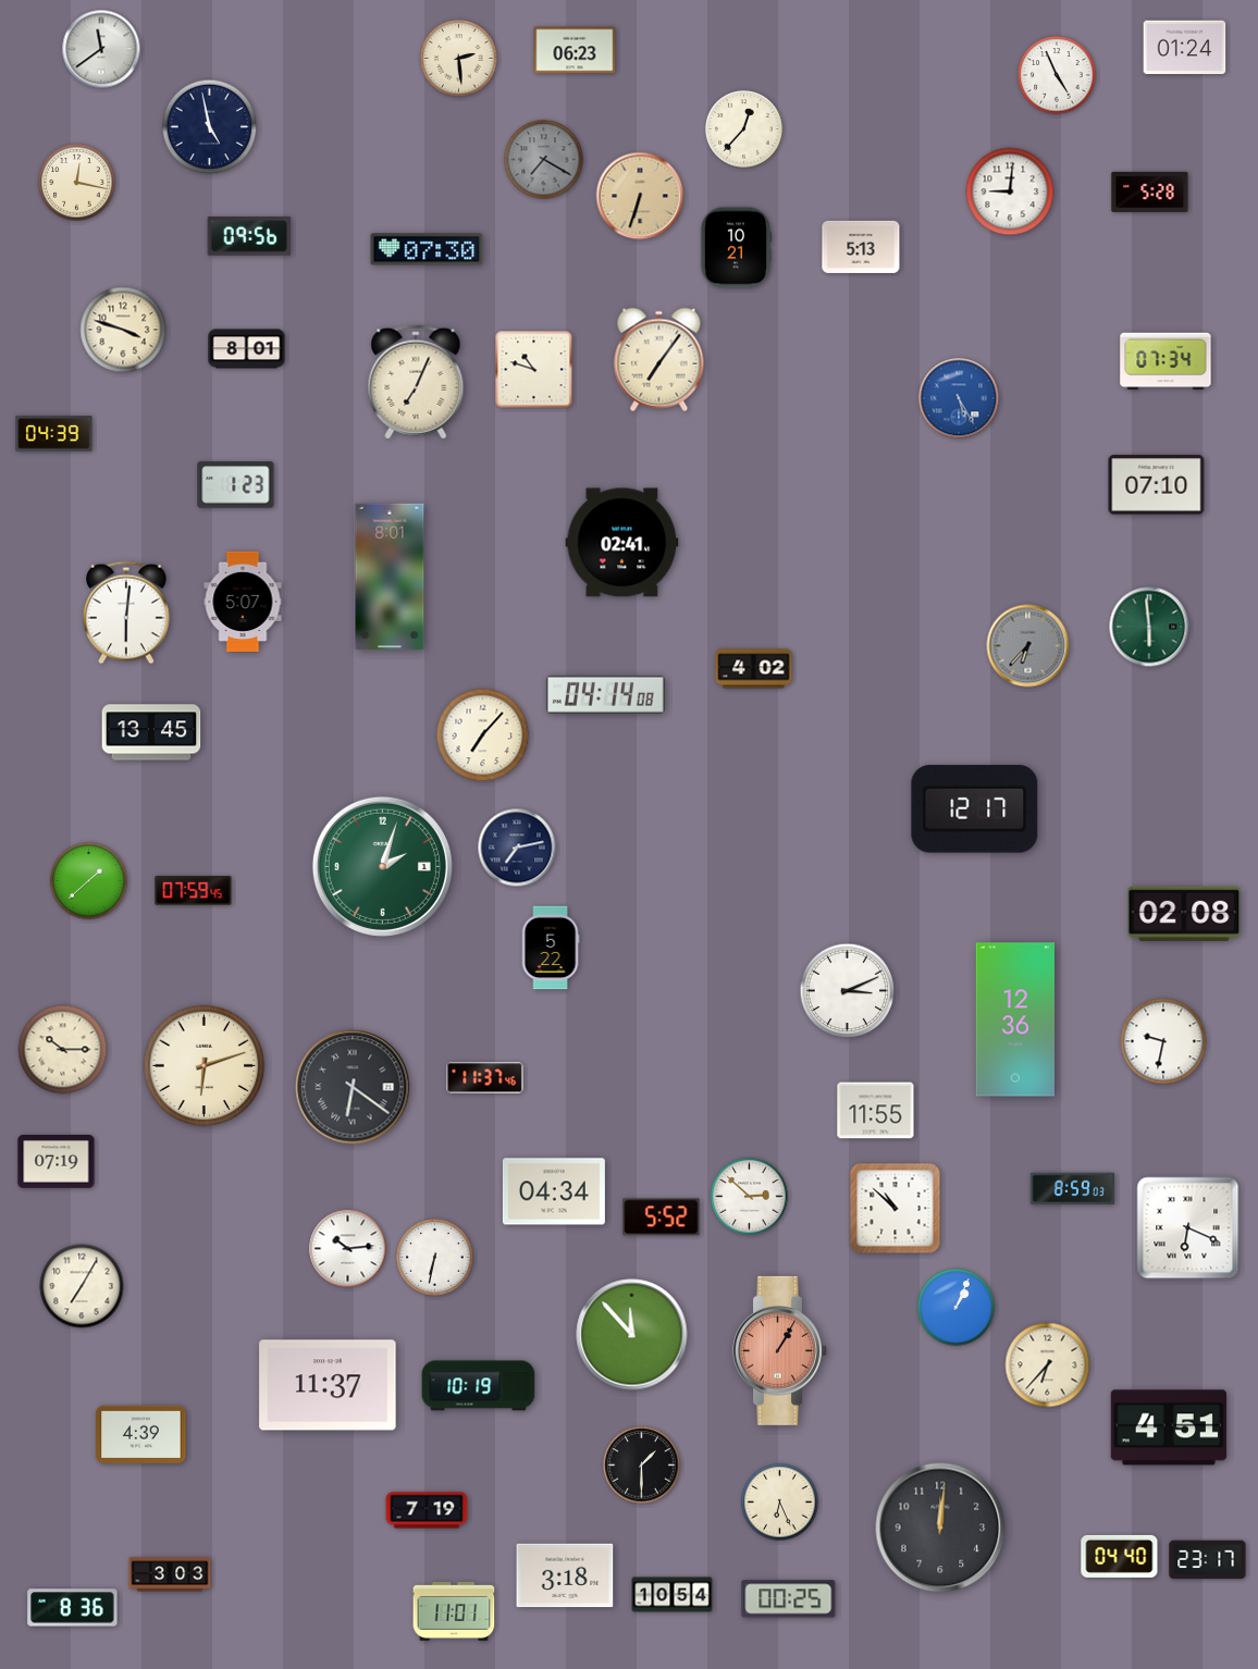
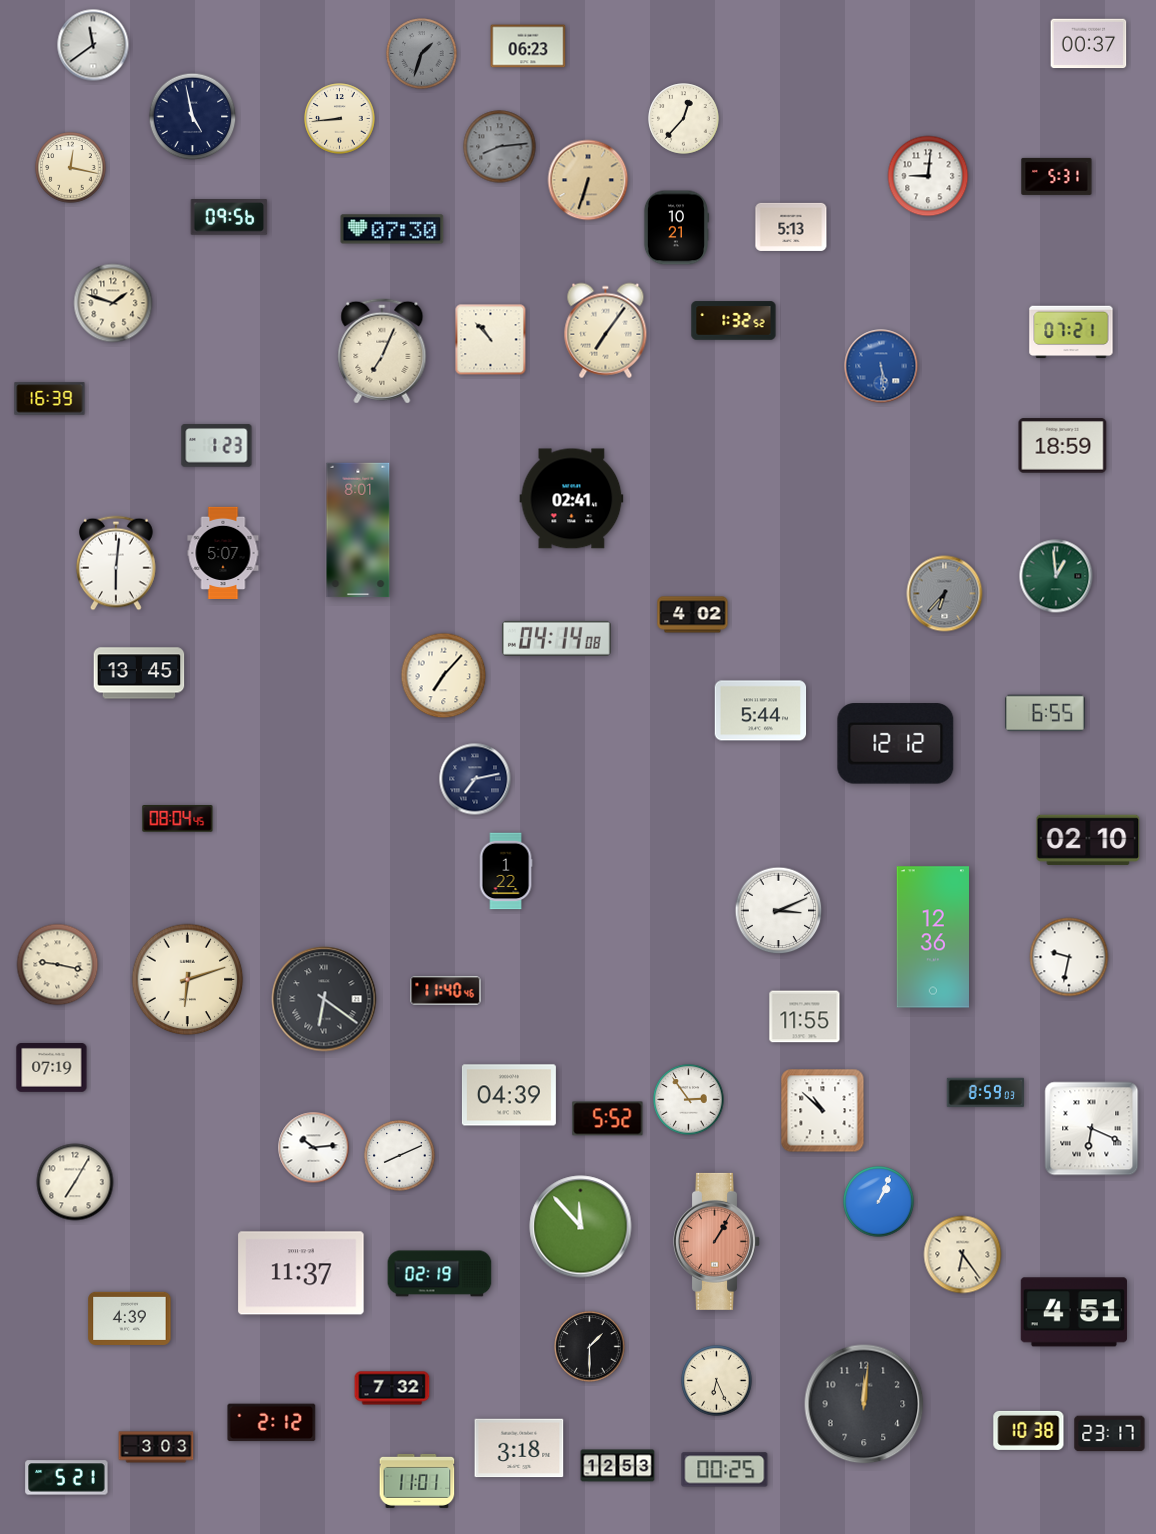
clock at (1185, 48): 01:24 -> 00:37
clock at (459, 59): 2:29 -> 1:33
clock at (459, 59) dial: cream -> grey
clock at (1057, 75): 4:56 -> none
clock at (340, 119): none -> 8:44
clock at (544, 160): 7:20 -> 8:14
clock at (1150, 191): 5:28 -> 5:31
clock at (123, 330): 3:48 -> 1:48
clock at (247, 349): 8:01 -> none
clock at (734, 321): none -> 1:32
clock at (1165, 361): 07:34 -> 07:21
clock at (534, 370): 10:48 -> 10:53
clock at (959, 398): 5:25 -> 5:29
clock at (54, 434): 04:39 -> 16:39
clock at (1157, 485): 07:10 -> 18:59
clock at (1149, 627): 5:59 -> 12:59
clock at (761, 711): none -> 5:44
clock at (1045, 713): none -> 6:55
clock at (975, 809): 12:17 -> 12:12
clock at (382, 866): 2:03 -> none
clock at (89, 881): 1:38 -> none
clock at (194, 891): 07:59 -> 08:04
clock at (1184, 914): 02:08 -> 02:10
clock at (551, 948): 5:22 -> 1:22
clock at (63, 1050): 10:15 -> 9:17
clock at (485, 1078): 11:37 -> 11:40
clock at (876, 1111) position: (876, 1111) -> (805, 1017)
clock at (554, 1191): 04:34 -> 04:39
clock at (750, 1197): 2:52 -> 2:54
clock at (348, 1249) position: (348, 1249) -> (314, 1148)
clock at (435, 1258): 6:32 -> 8:11
clock at (1048, 1365): 6:37 -> 6:24
clock at (479, 1386): 10:19 -> 02:19
clock at (427, 1510): 7:19 -> 7:32
clock at (272, 1423): none -> 2:12
clock at (1120, 1556): 04:40 -> 10:38
clock at (673, 1595): 10:54 -> 12:53
clock at (73, 1608): 8:36 -> 5:21
